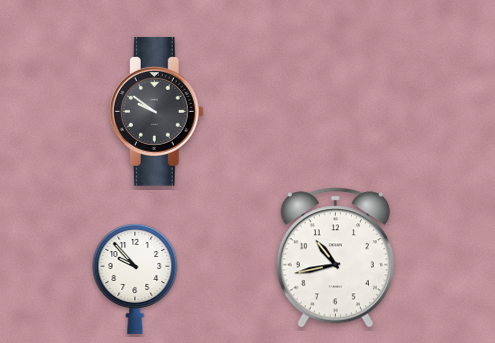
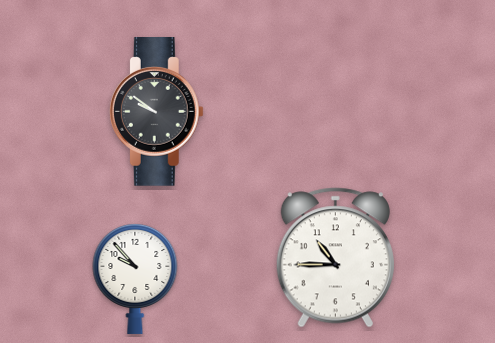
clock at (335, 258): 10:43 -> 10:45
